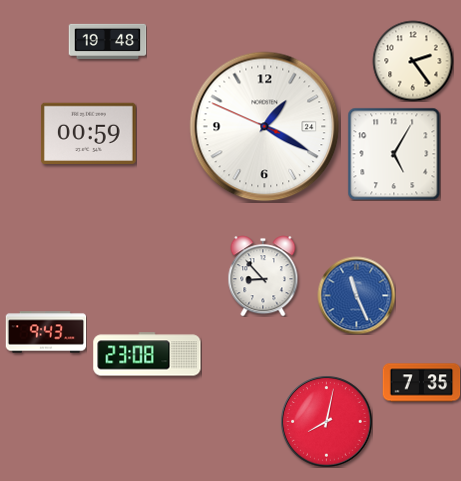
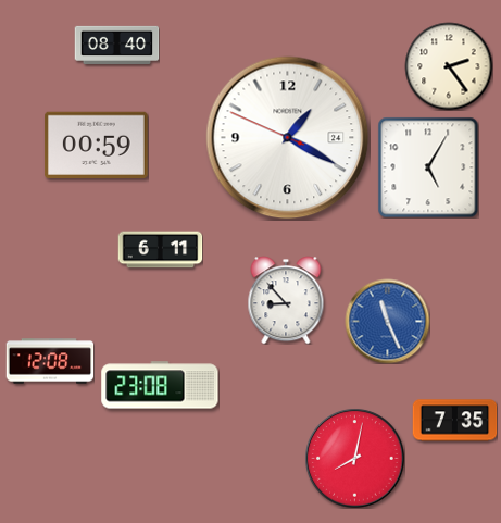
clock at (107, 41): 19:48 -> 08:40
clock at (160, 250): none -> 6:11
clock at (46, 332): 9:43 -> 12:08
clock at (421, 383) position: (421, 383) -> (454, 421)
